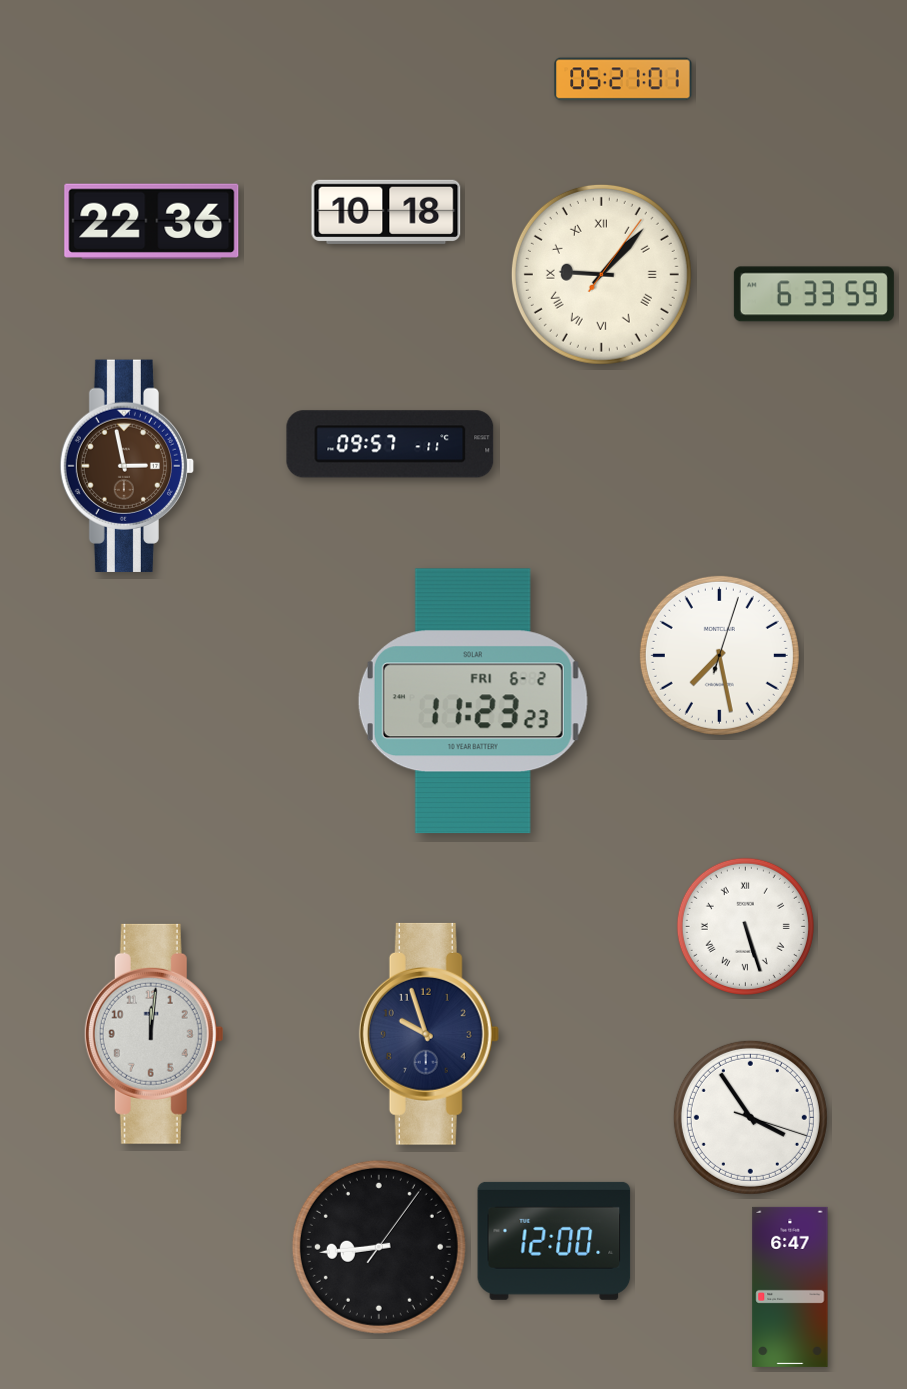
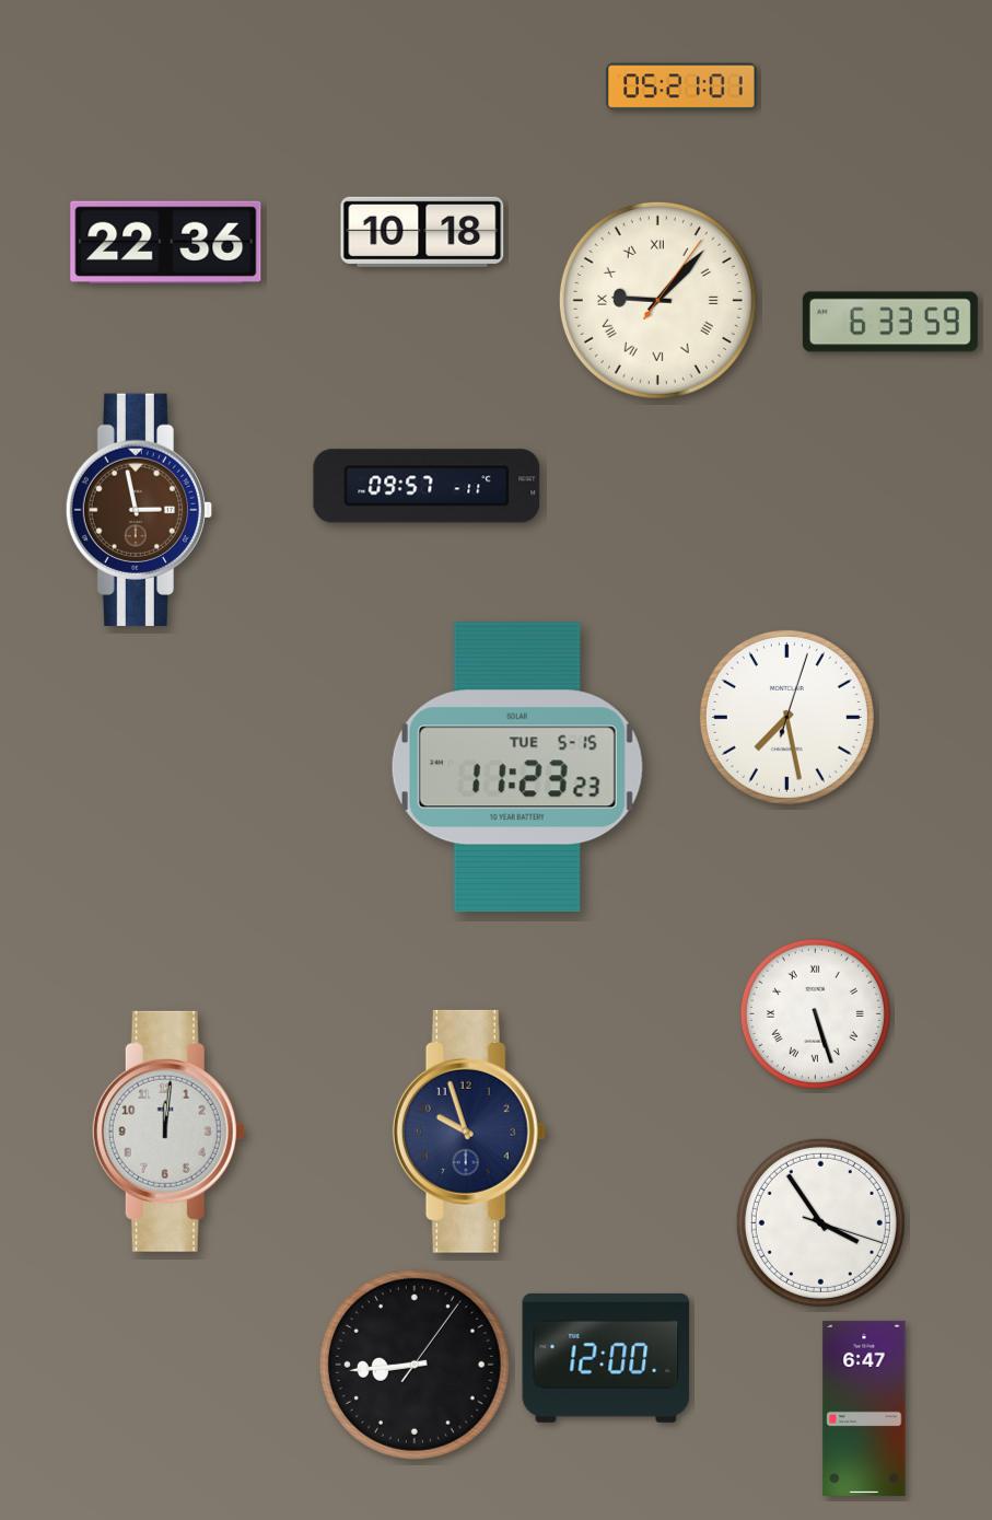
clock at (473, 701) date: FRI 6-2 -> TUE 5-15
